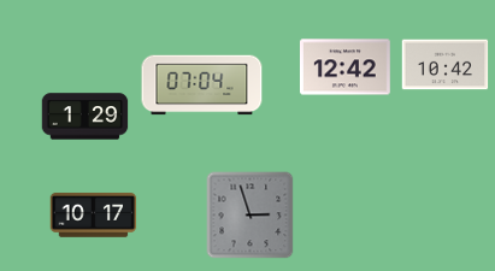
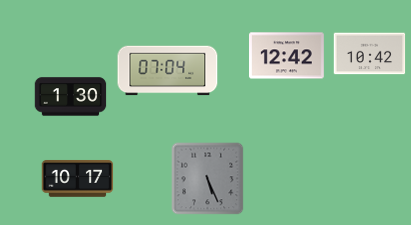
clock at (86, 117): 1:29 -> 1:30
clock at (251, 216): 2:57 -> 5:26
